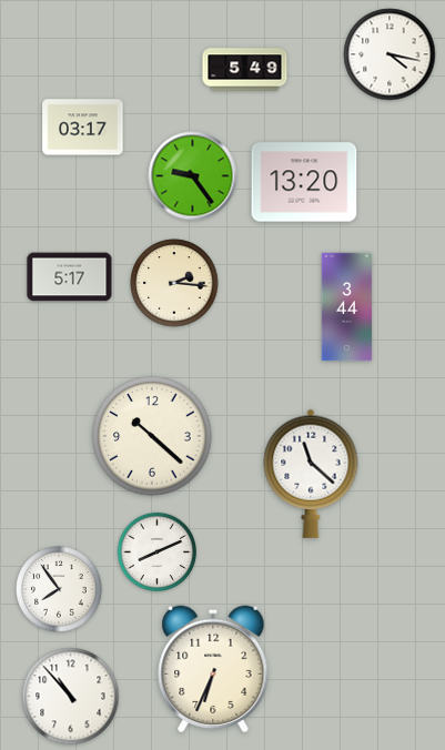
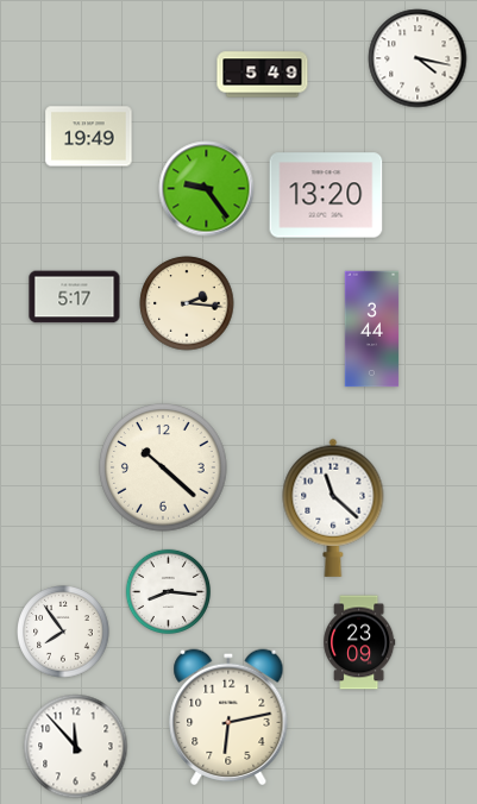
clock at (83, 128): 03:17 -> 19:49
clock at (156, 551): 8:11 -> 8:16
clock at (359, 642): none -> 23:09
clock at (213, 669): 6:34 -> 6:13
clock at (71, 697): 10:53 -> 11:53
